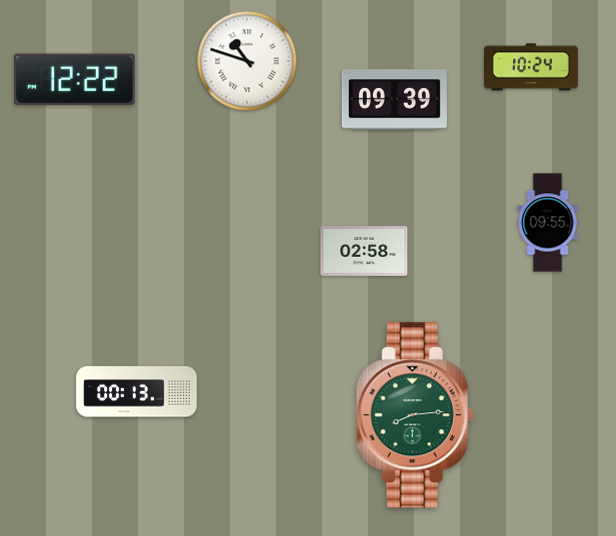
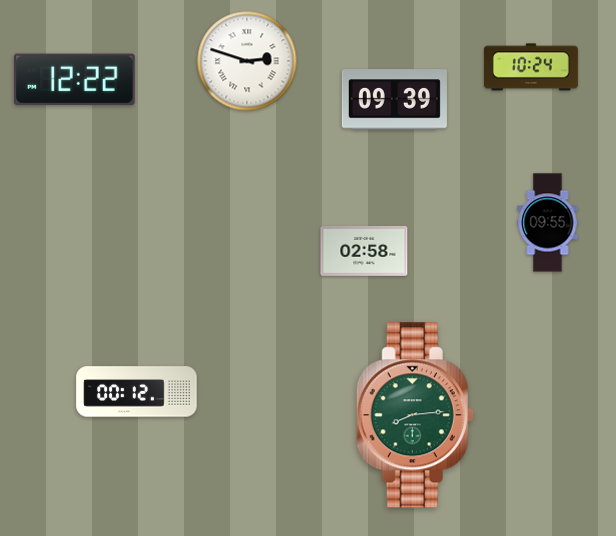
clock at (247, 61): 10:48 -> 2:48
clock at (137, 392): 00:13 -> 00:12
